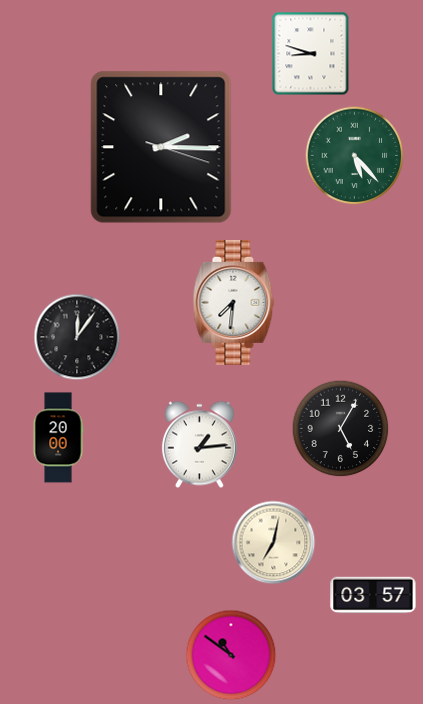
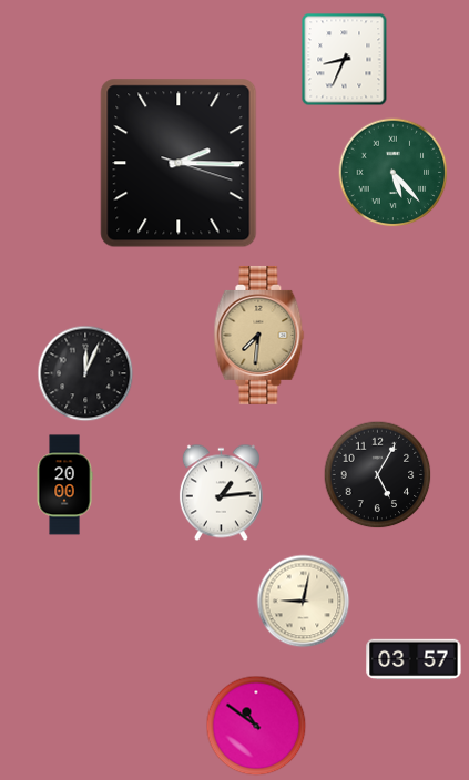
clock at (311, 54): 8:48 -> 8:34
clock at (234, 302) dial: white -> champagne
clock at (77, 337): 12:06 -> 12:04
clock at (274, 543): 7:02 -> 9:02
